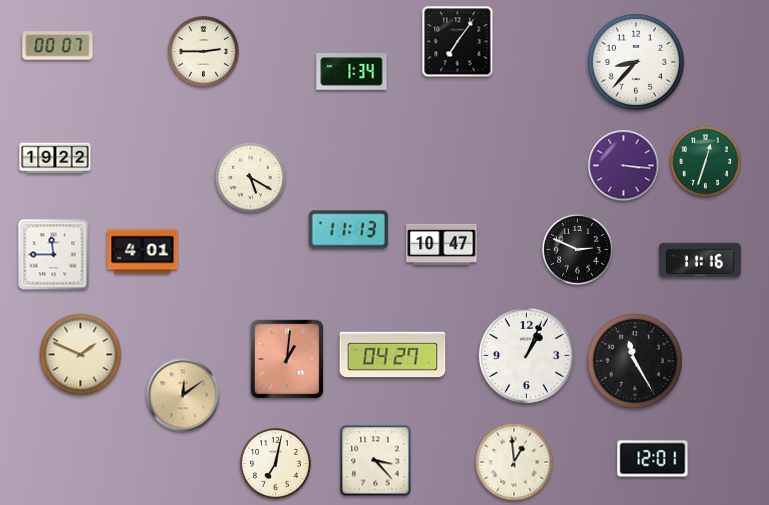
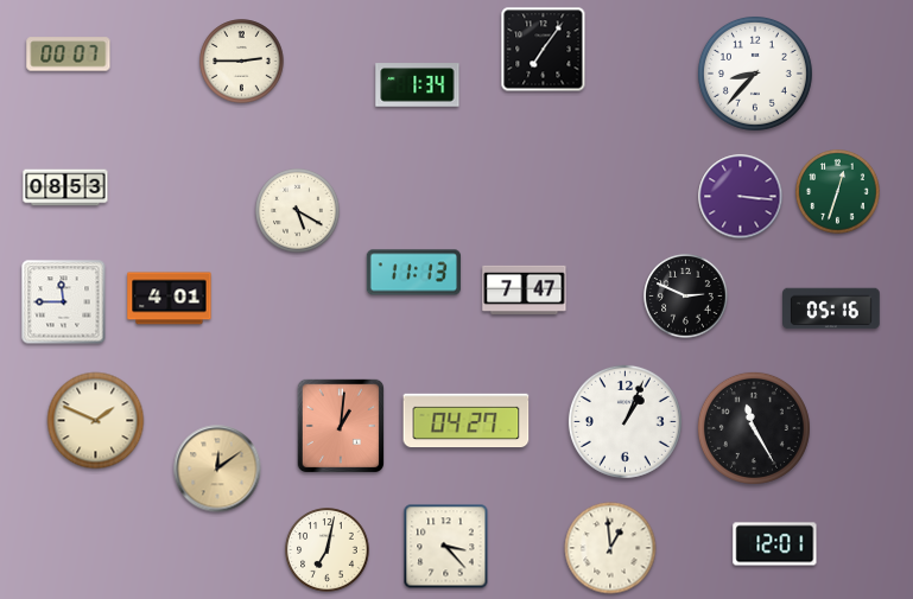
clock at (55, 158): 19:22 -> 08:53
clock at (442, 244): 10:47 -> 7:47
clock at (701, 260): 11:16 -> 05:16
